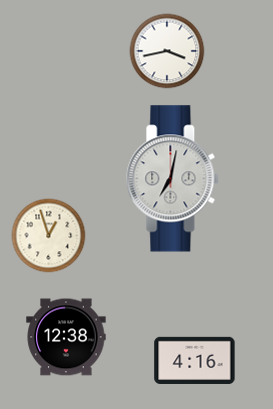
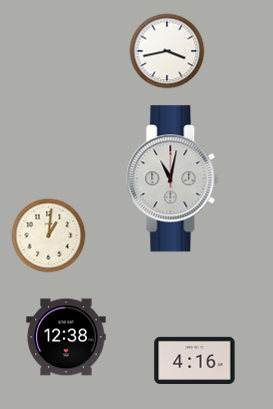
clock at (173, 179): 7:02 -> 11:02
clock at (49, 236): 12:57 -> 1:01
